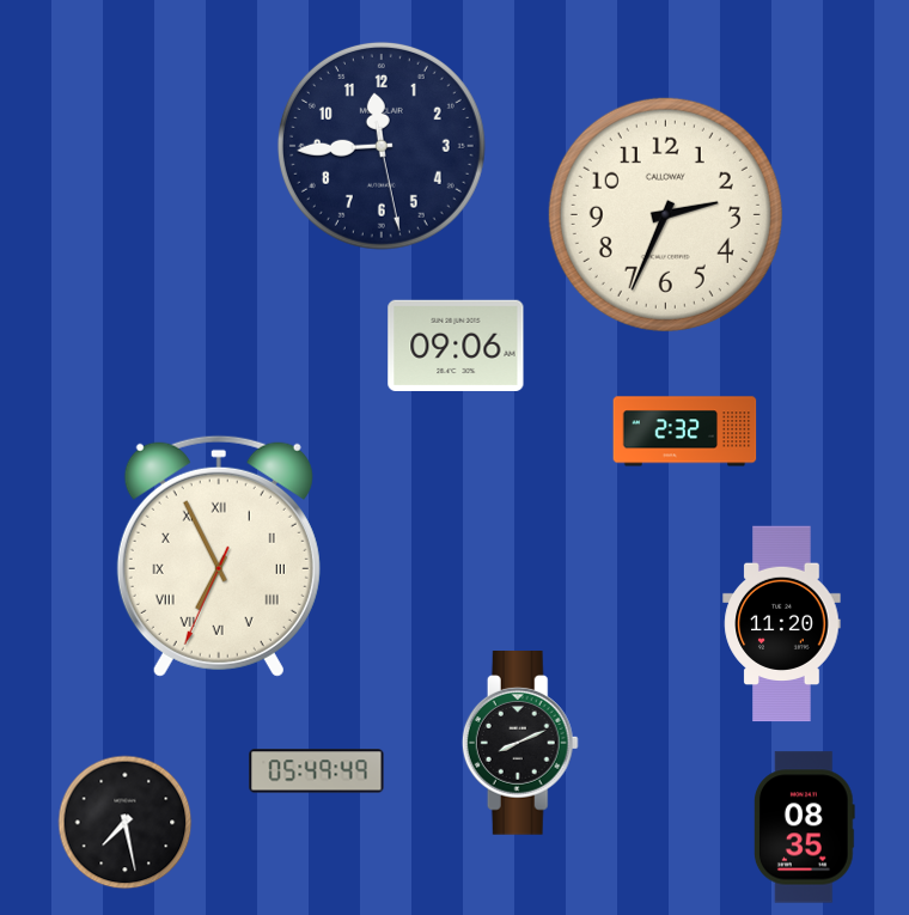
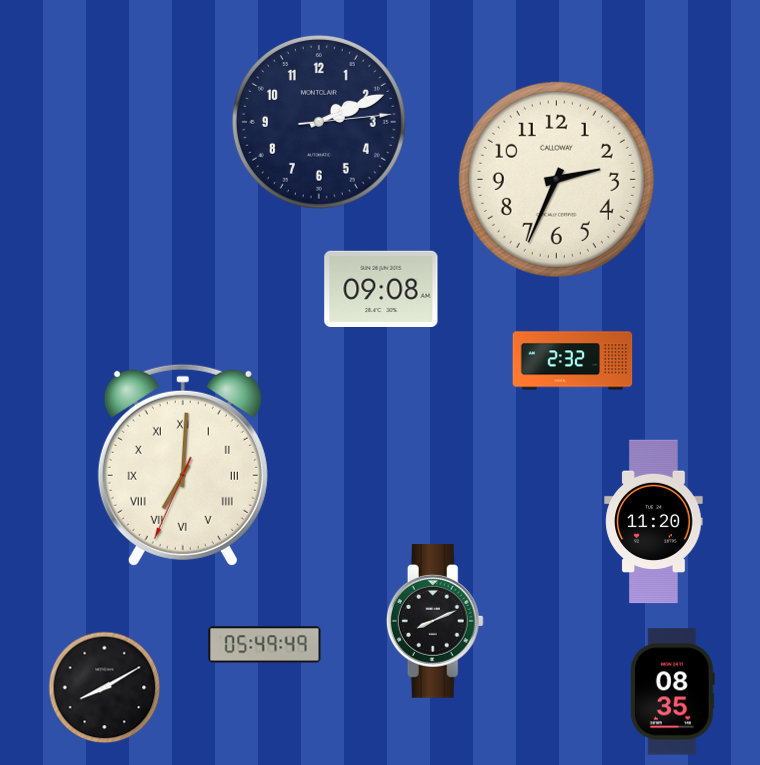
clock at (382, 146): 11:44 -> 2:11
clock at (456, 346): 09:06 -> 09:08
clock at (219, 556): 6:55 -> 7:00
clock at (126, 823): 7:28 -> 8:10
